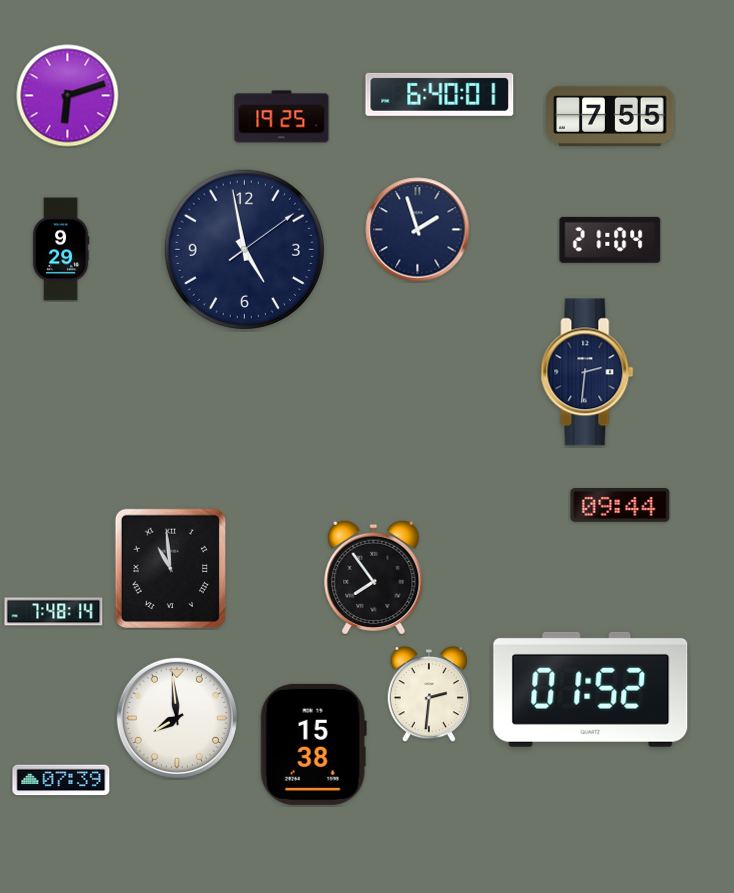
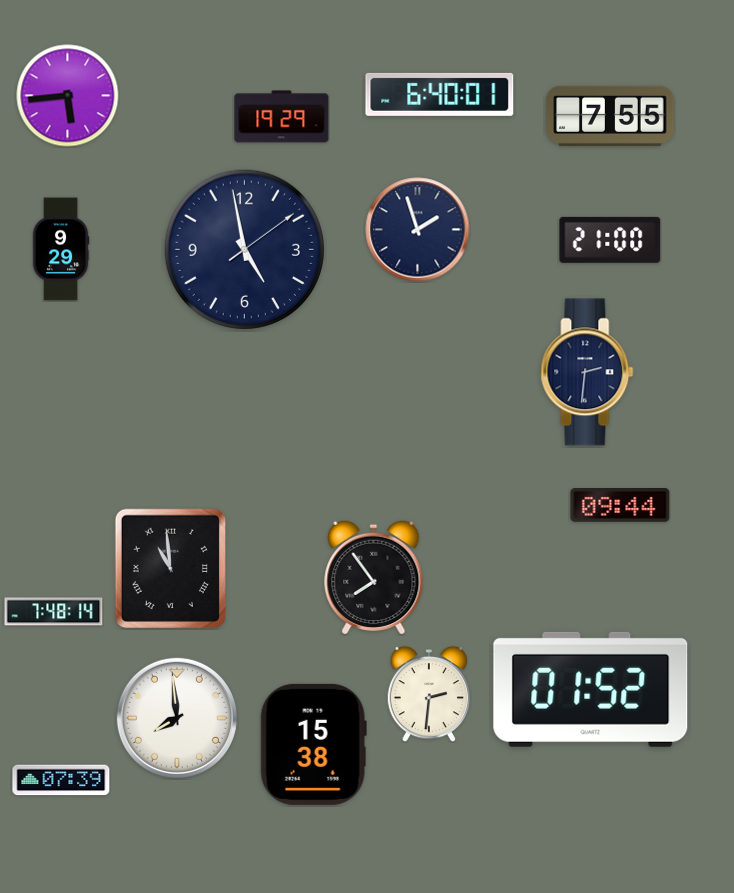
clock at (68, 96): 6:12 -> 5:44
clock at (282, 117): 19:25 -> 19:29
clock at (610, 240): 21:04 -> 21:00
